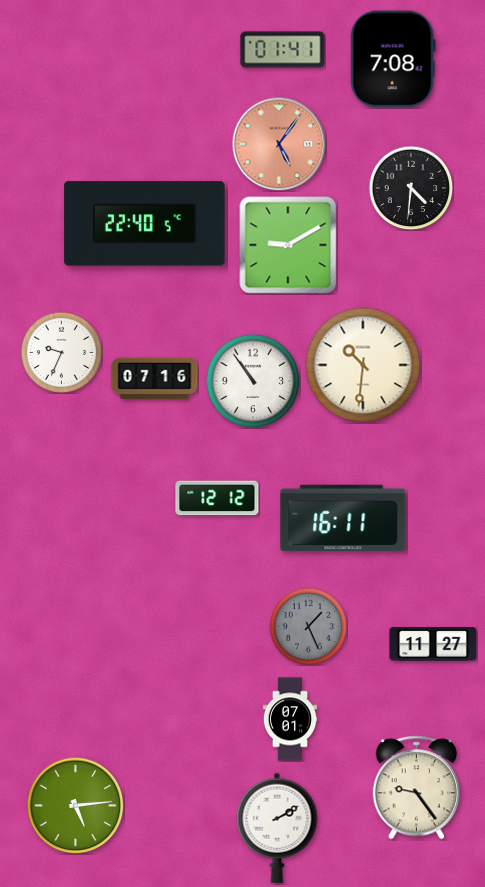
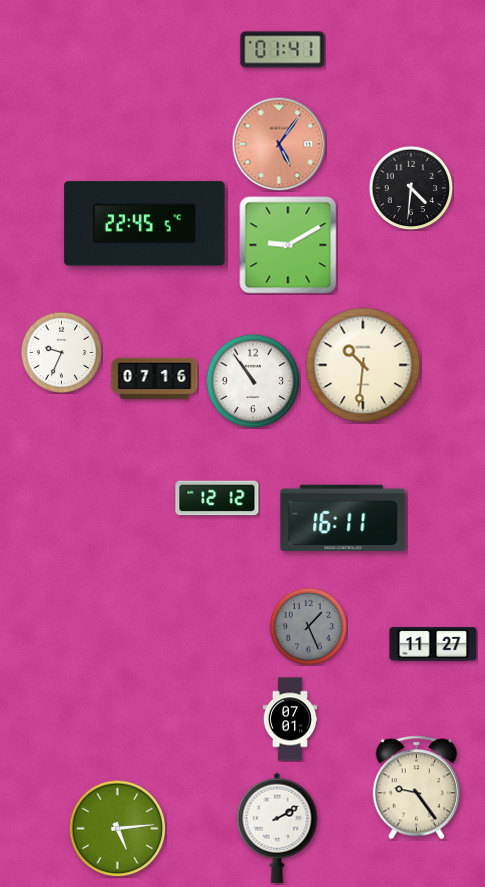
clock at (393, 59): 7:08 -> none
clock at (145, 224): 22:40 -> 22:45
clock at (75, 805) position: (75, 805) -> (117, 828)
